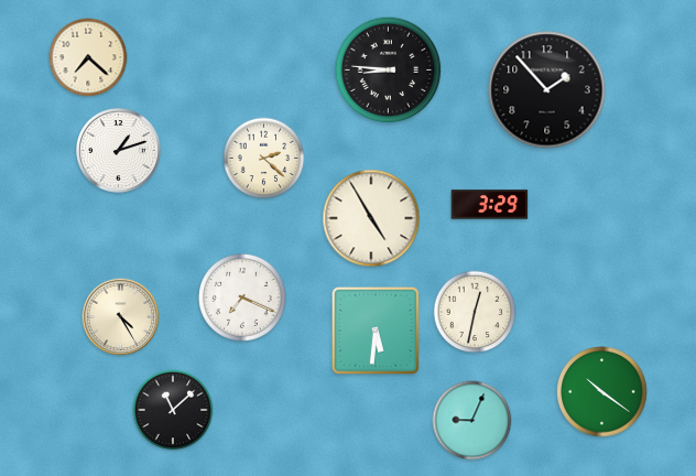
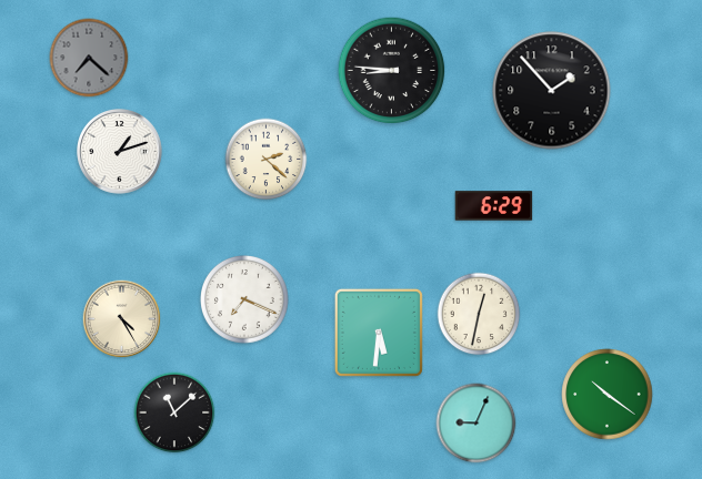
clock at (88, 57) dial: cream -> grey
clock at (490, 205): 3:29 -> 6:29
clock at (371, 218): 4:55 -> none
